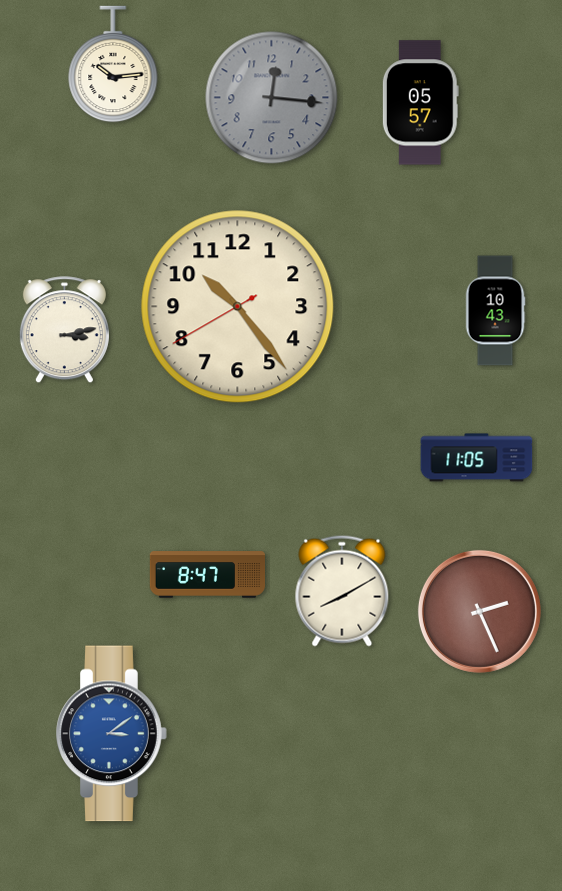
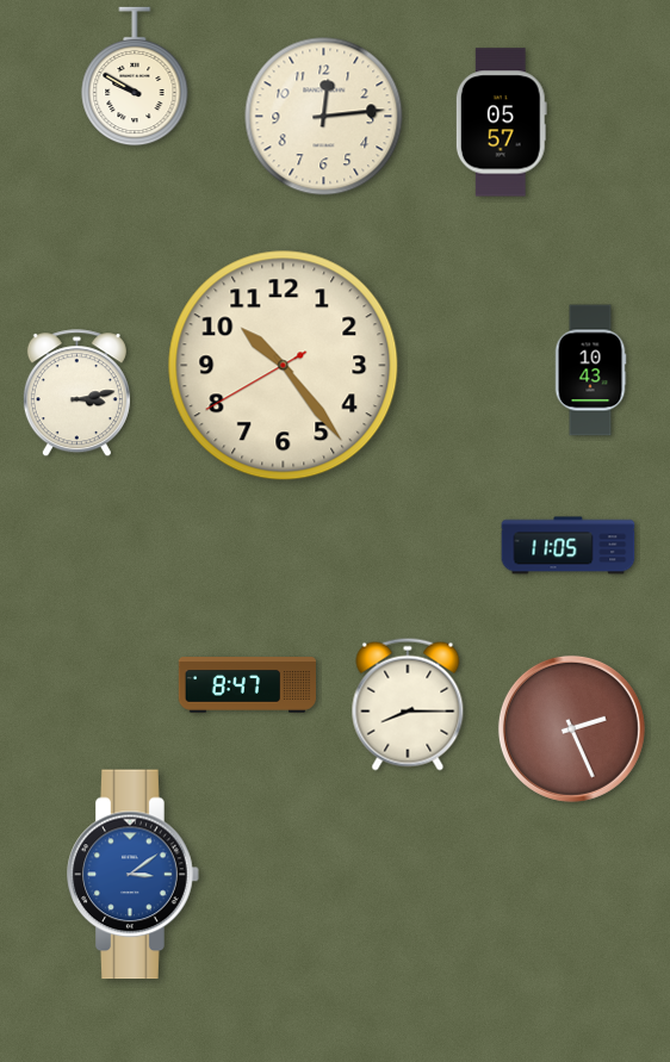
clock at (113, 64): 10:14 -> 9:50
clock at (272, 98): 12:16 -> 12:14
clock at (272, 98) dial: grey -> cream
clock at (342, 591): 8:10 -> 8:15
